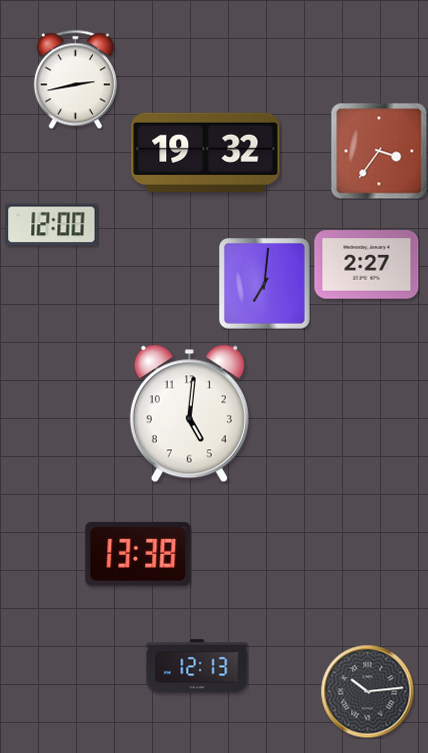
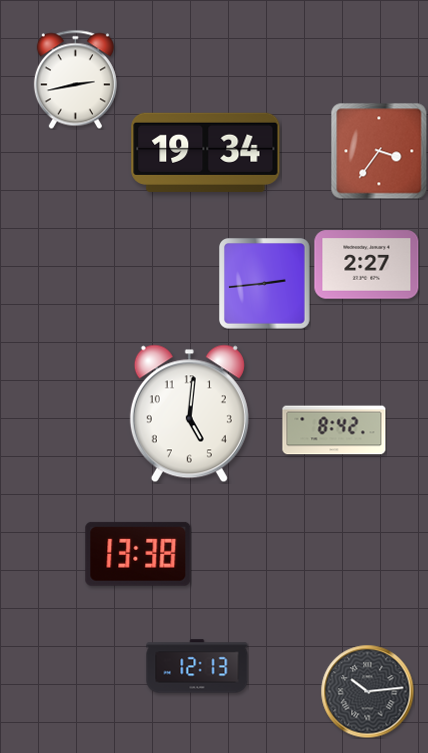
clock at (206, 152): 19:32 -> 19:34
clock at (52, 225): 12:00 -> none
clock at (265, 284): 7:01 -> 2:44
clock at (334, 430): none -> 8:42
